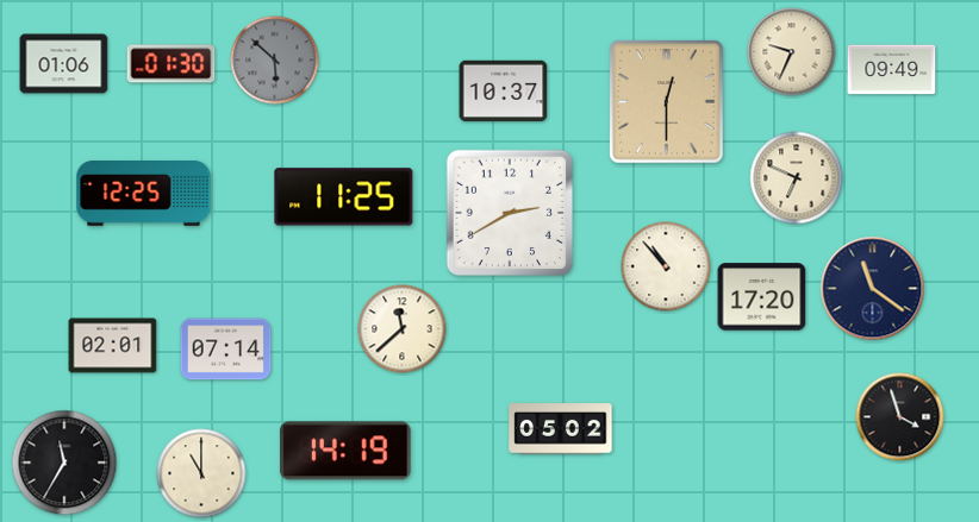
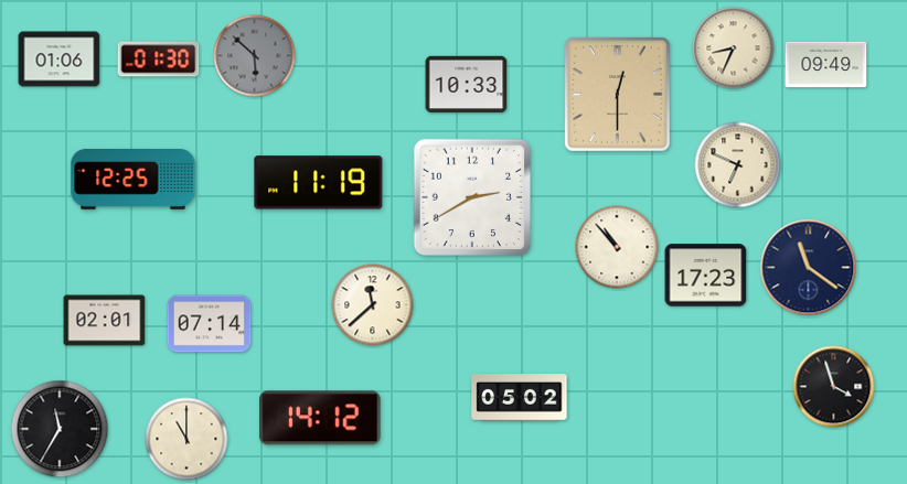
clock at (792, 52): 9:34 -> 8:34
clock at (504, 92): 10:37 -> 10:33
clock at (344, 197): 11:25 -> 11:19
clock at (762, 297): 17:20 -> 17:23
clock at (345, 451): 14:19 -> 14:12
